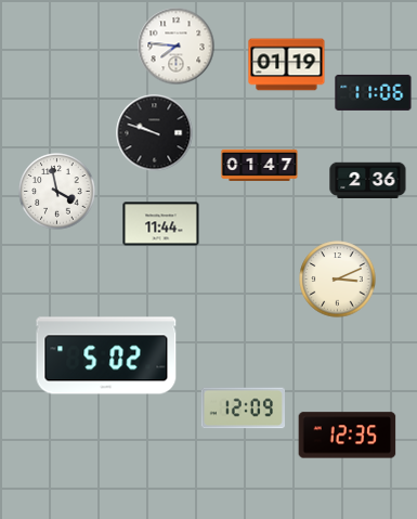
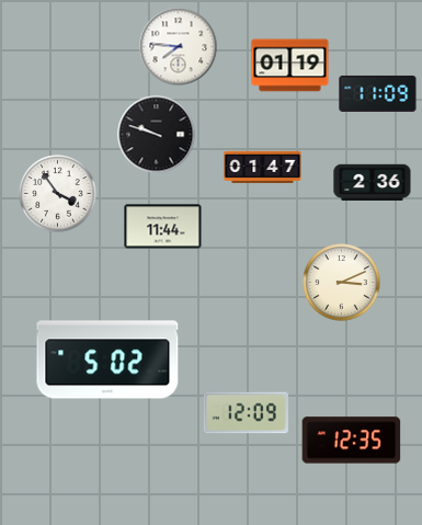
clock at (374, 92): 11:06 -> 11:09
clock at (57, 192): 3:58 -> 3:54
